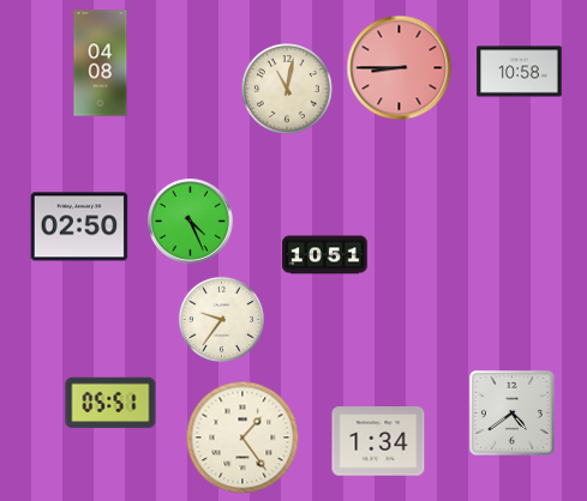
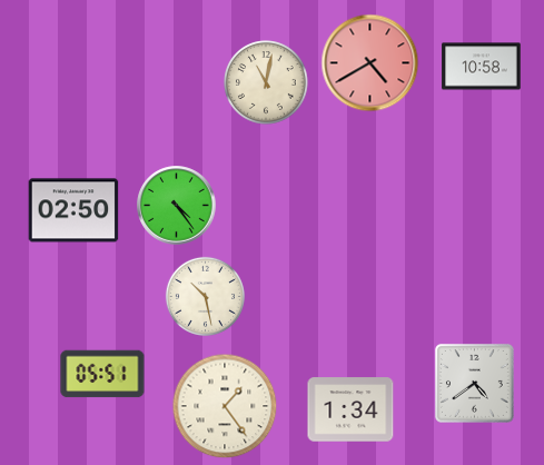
clock at (101, 64): 04:08 -> none
clock at (400, 68): 8:45 -> 4:40
clock at (191, 222): 4:26 -> 4:24
clock at (325, 255): 10:51 -> none
clock at (221, 319): 9:36 -> 10:28
